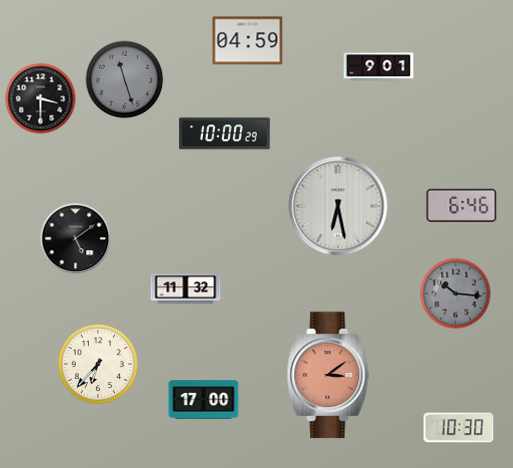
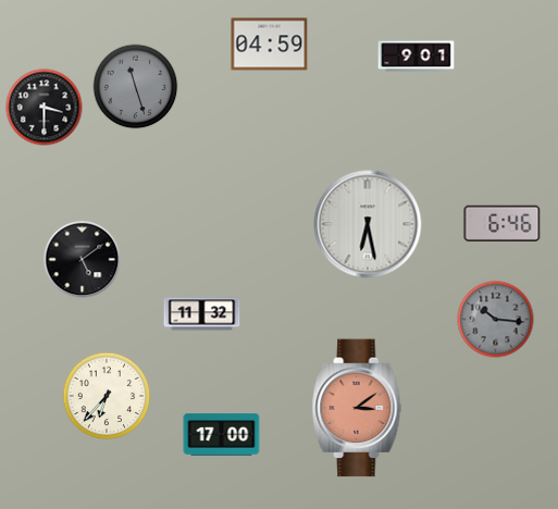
clock at (379, 67) position: (379, 67) -> (417, 57)
clock at (225, 134): 10:00 -> none
clock at (459, 428): 10:30 -> none
